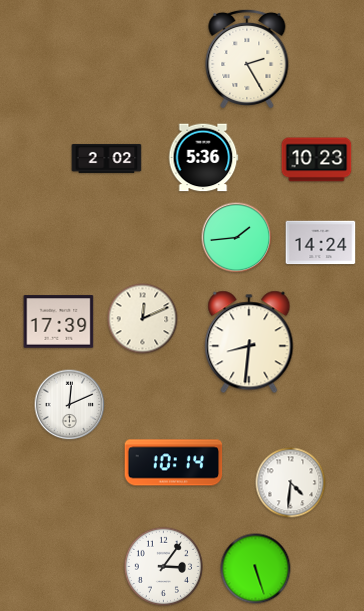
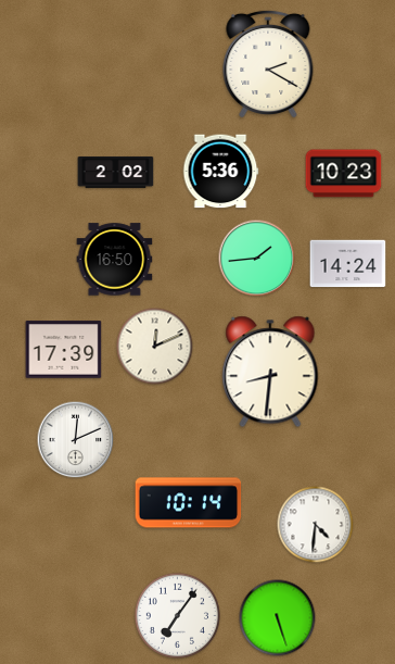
clock at (247, 59): 2:25 -> 2:20
clock at (115, 260): none -> 16:50
clock at (163, 566): 3:06 -> 7:06
